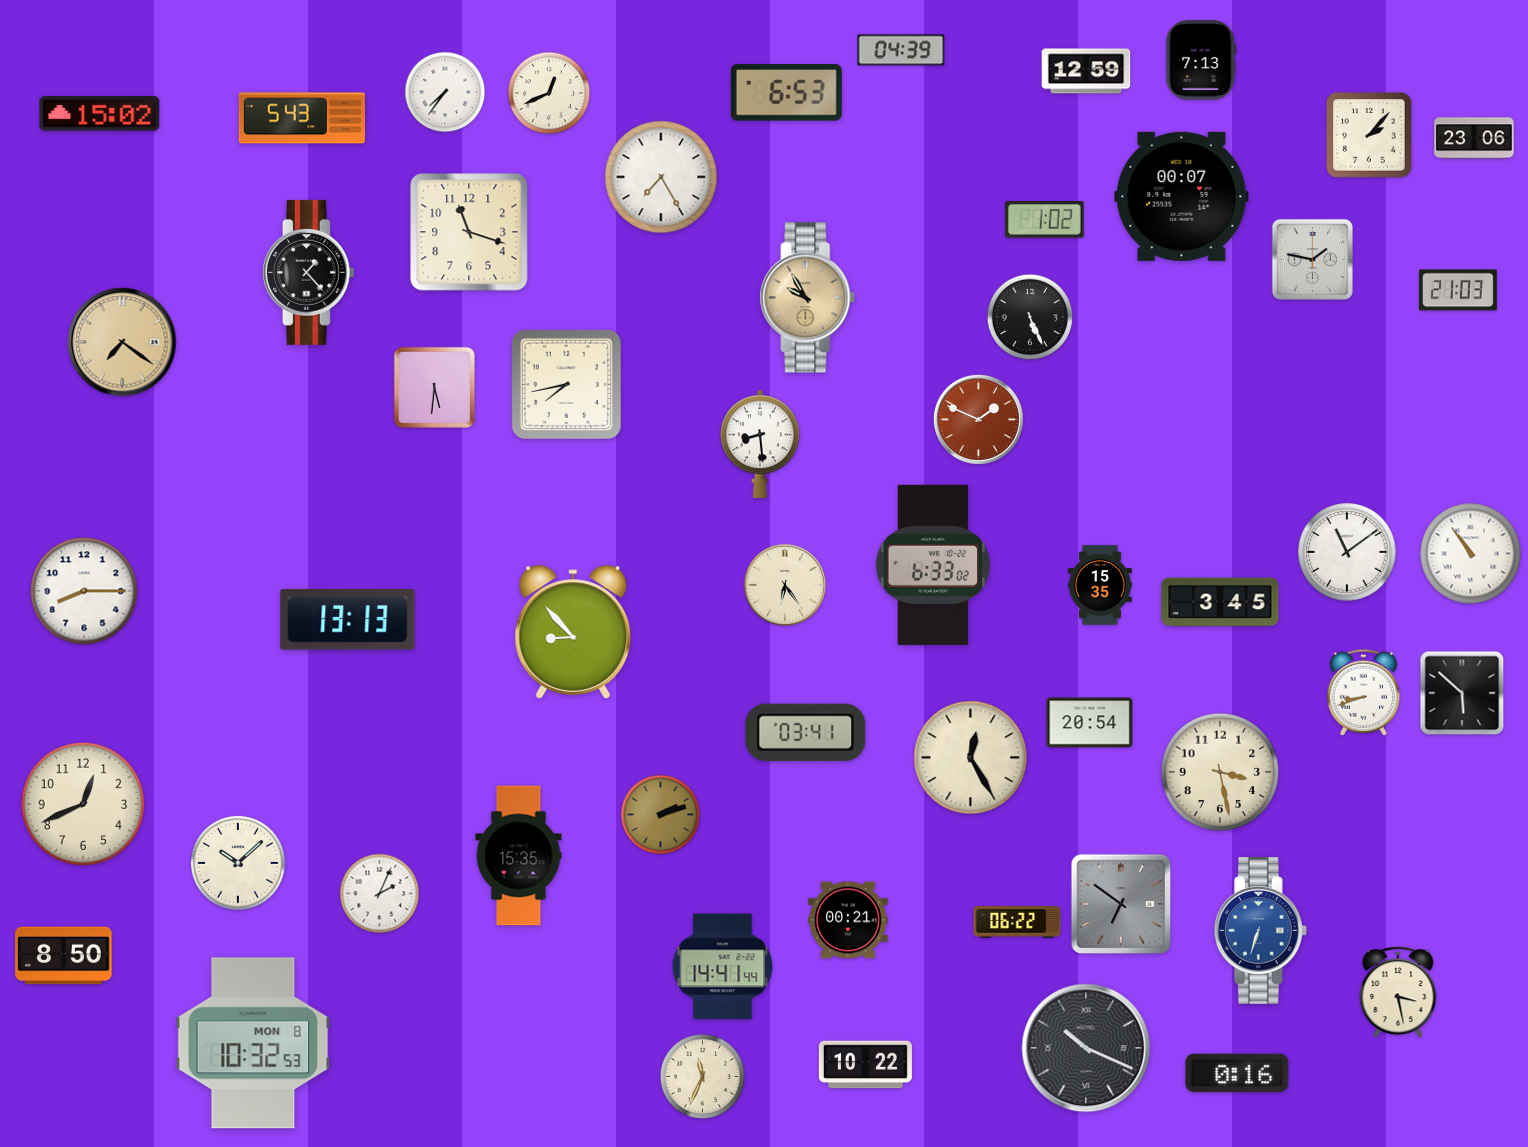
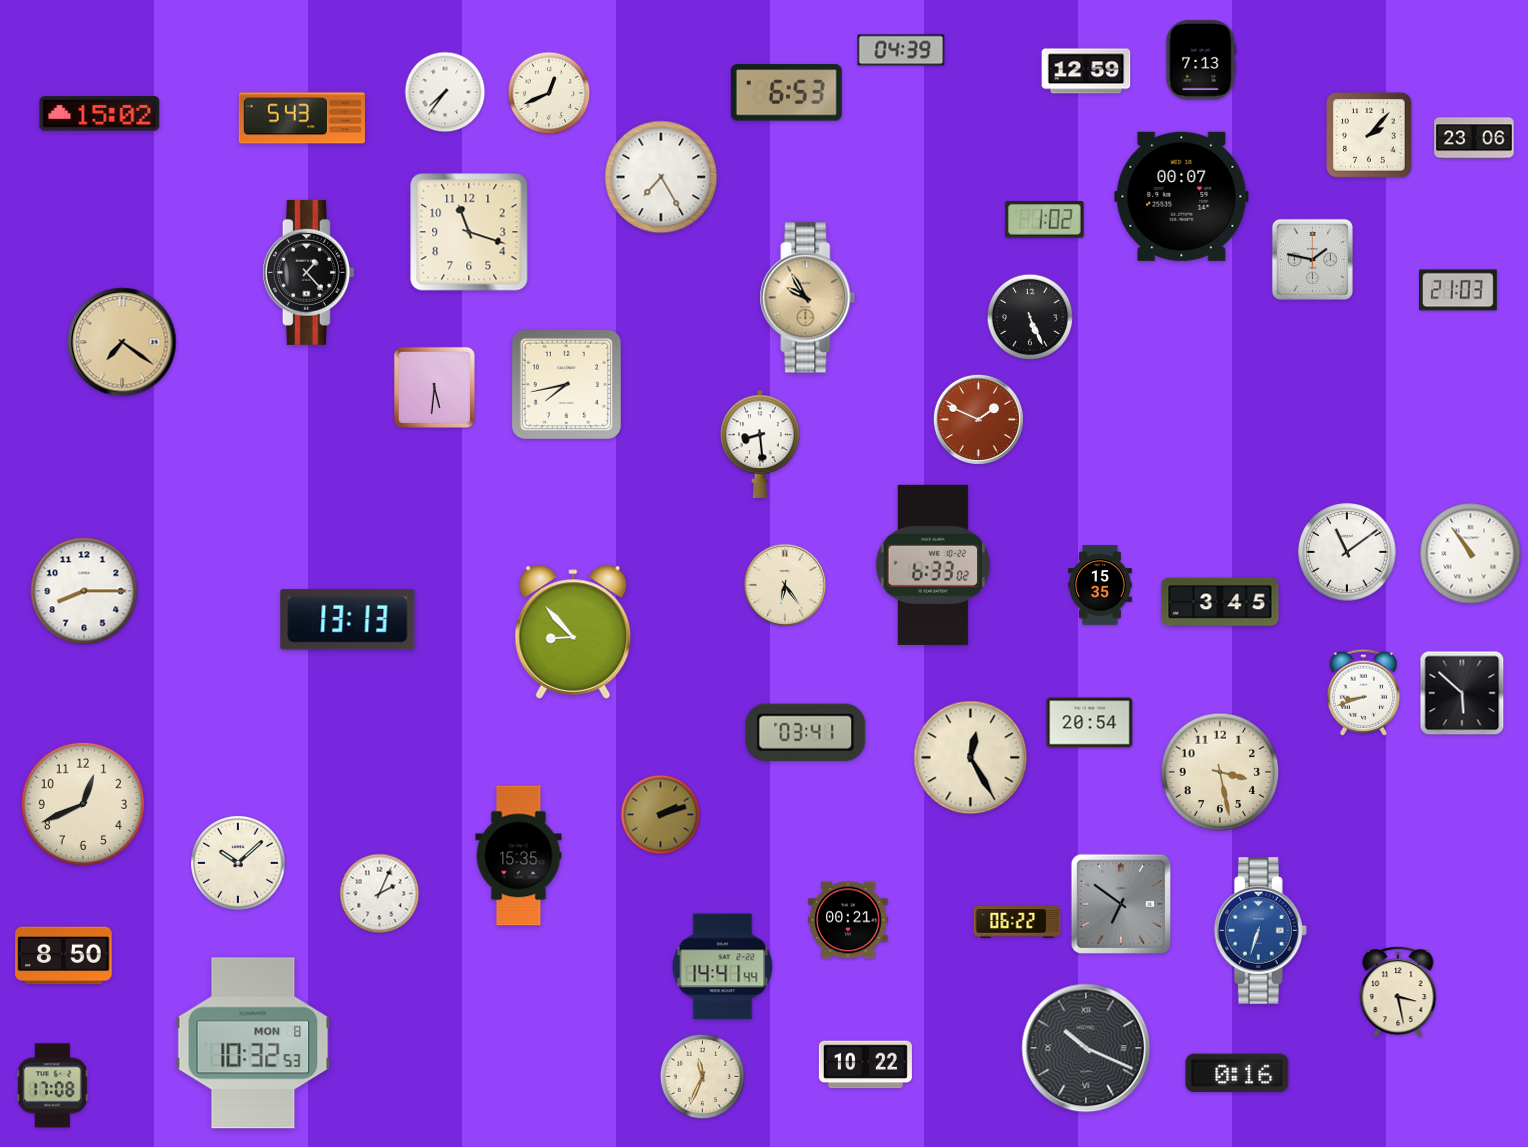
clock at (52, 1086): none -> 17:08
